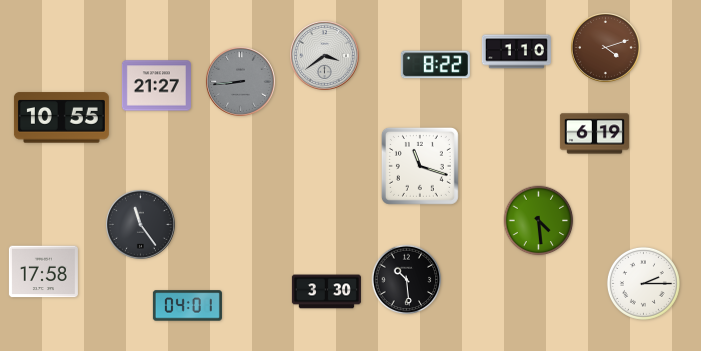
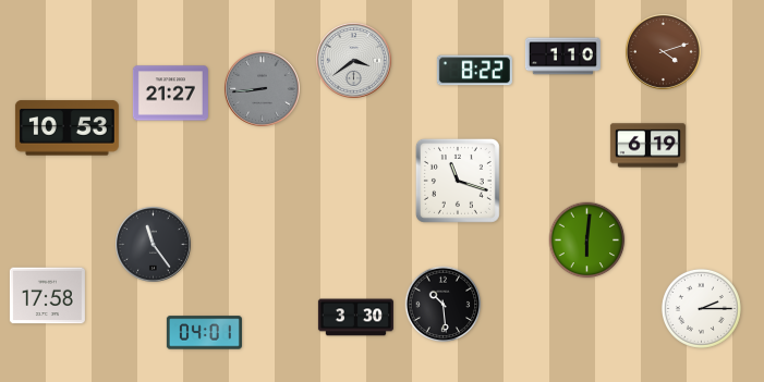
clock at (606, 48) position: (606, 48) -> (664, 52)
clock at (61, 118): 10:55 -> 10:53
clock at (539, 221): 4:29 -> 6:01
